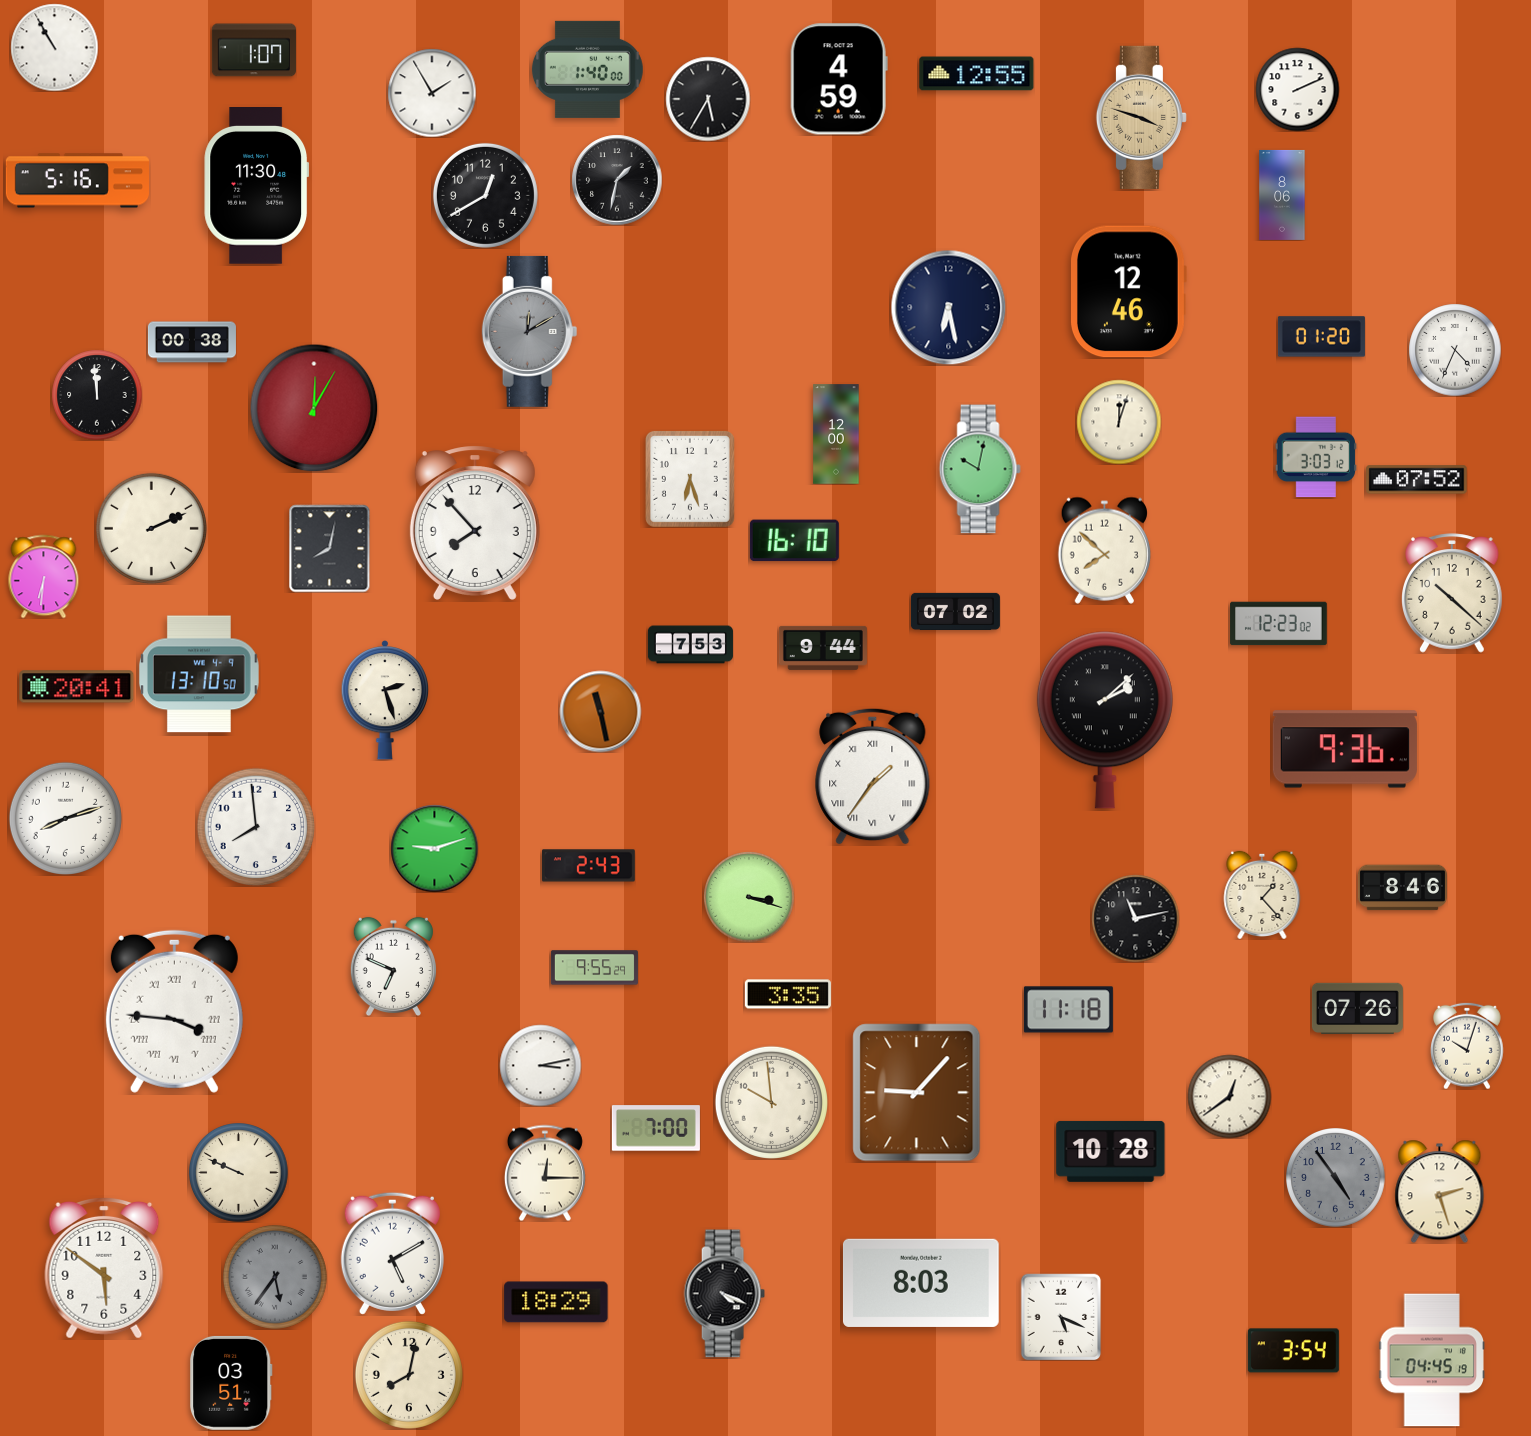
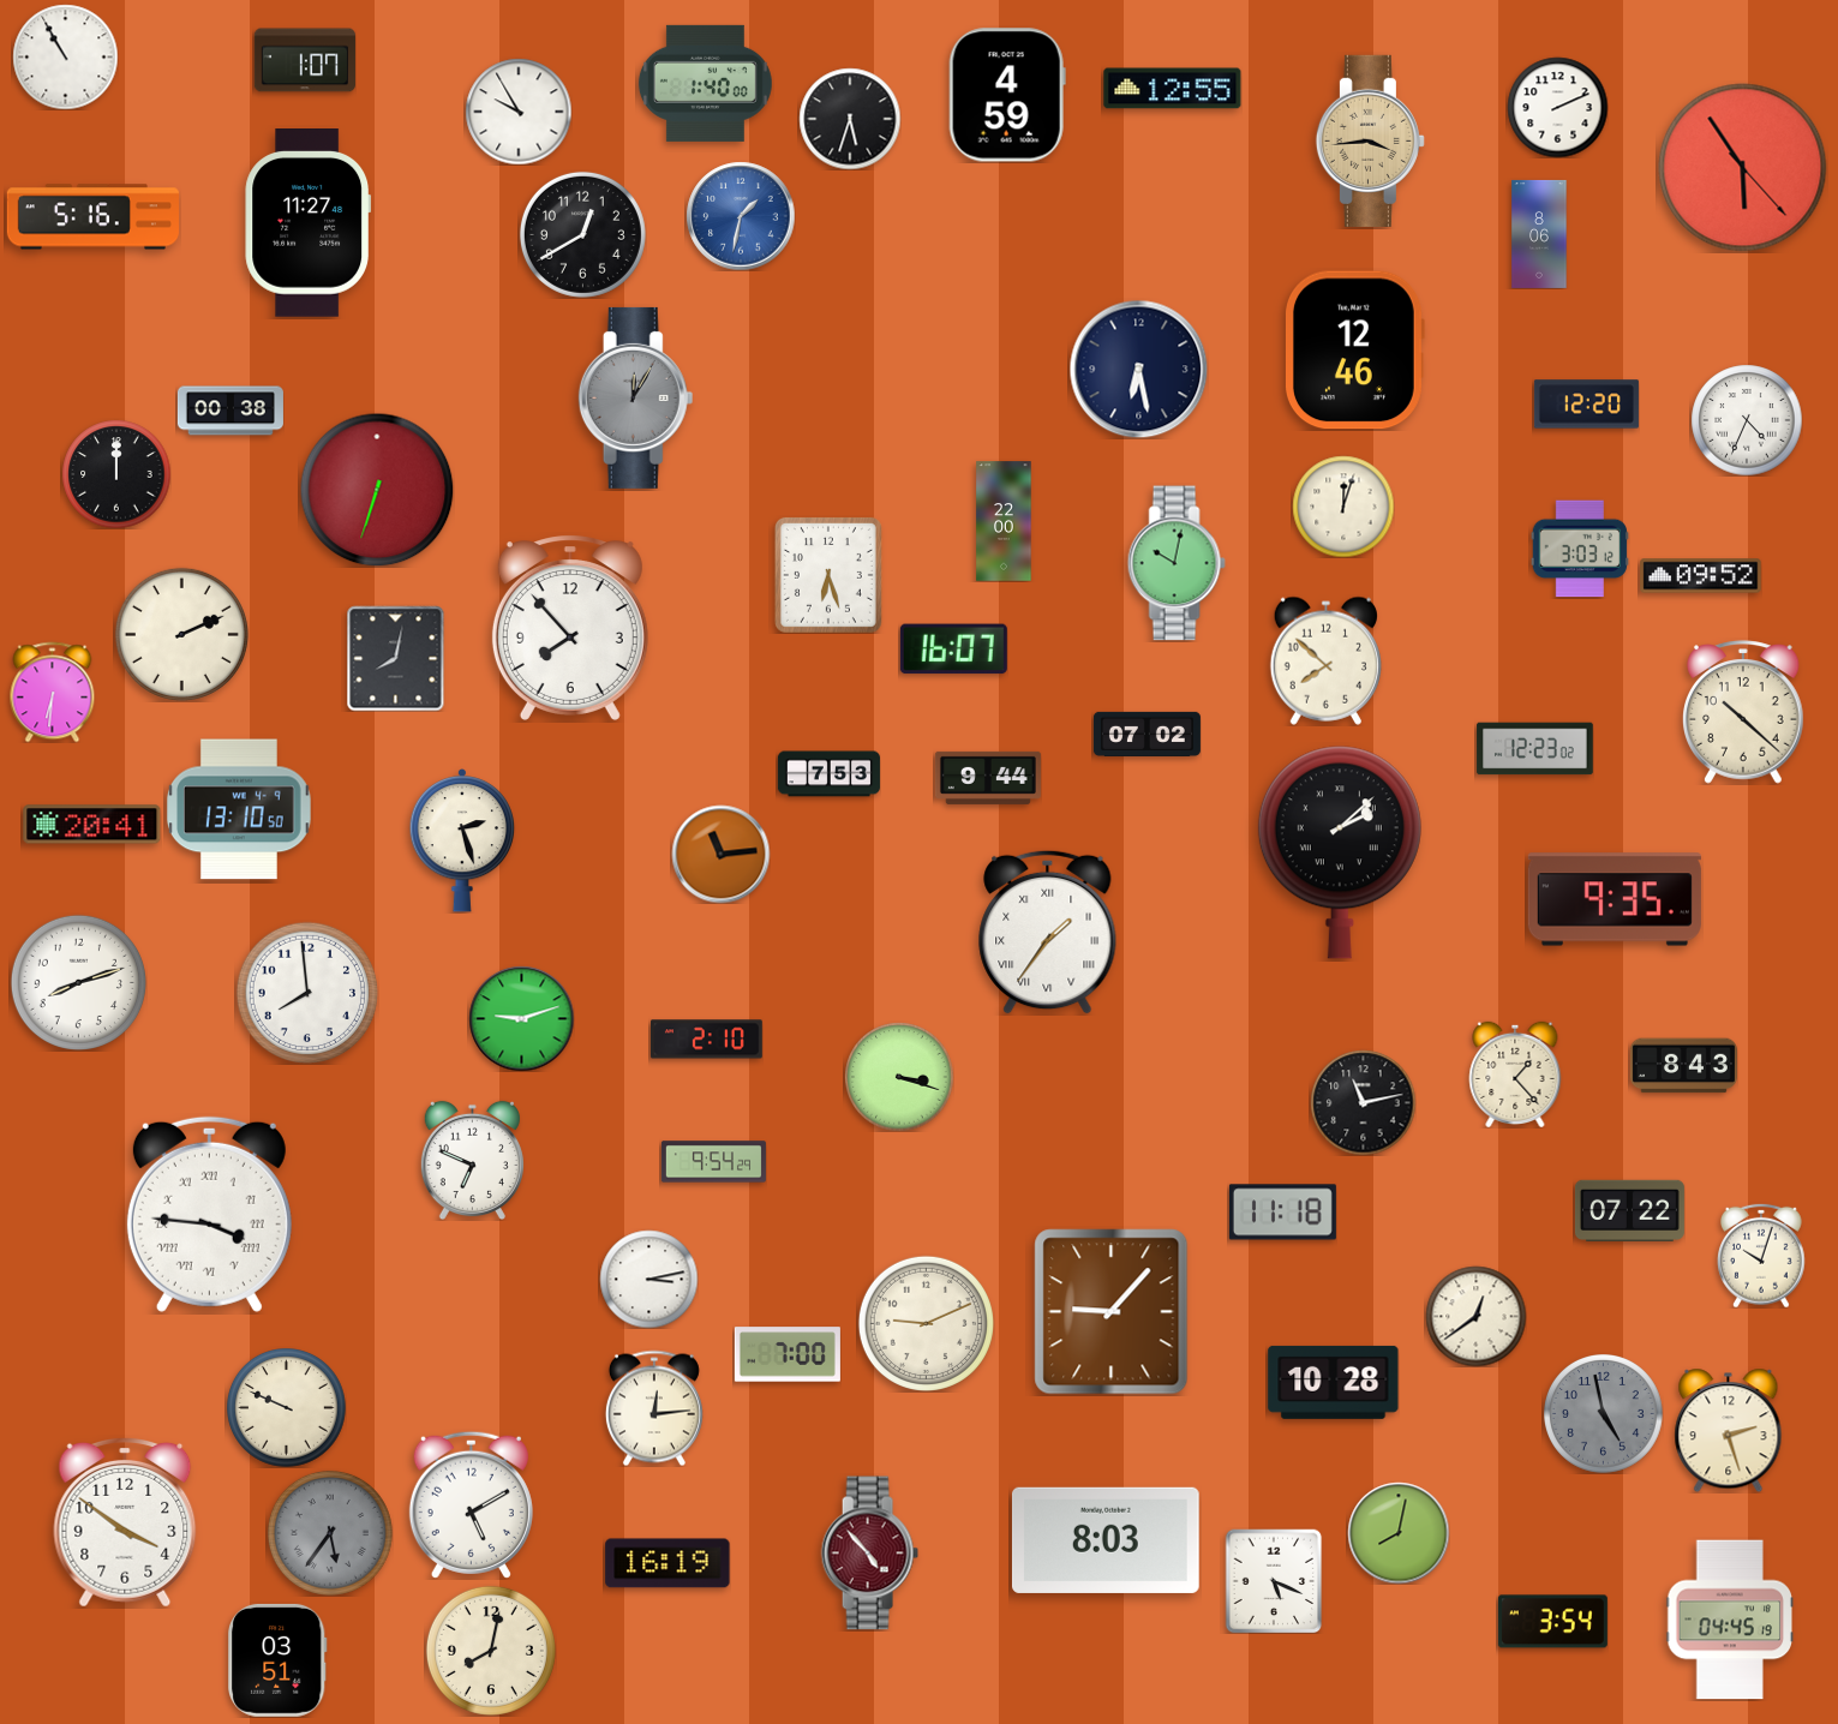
clock at (432, 93): 1:55 -> 9:55
clock at (708, 99): 5:35 -> 5:33
clock at (1141, 117): 3:48 -> 3:44
clock at (1743, 168): none -> 5:54
clock at (617, 180) dial: black -> blue
clock at (257, 186): 11:30 -> 11:27
clock at (530, 331): 12:10 -> 12:05
clock at (1321, 337): 01:20 -> 12:20
clock at (97, 395): 11:59 -> 12:00
clock at (314, 408): 12:05 -> 6:33
clock at (836, 434): 12:00 -> 22:00
clock at (1417, 480): 07:52 -> 09:52
clock at (794, 541): 16:10 -> 16:07
clock at (600, 711): 11:28 -> 11:14
clock at (1105, 720) position: (1105, 720) -> (1340, 852)
clock at (1345, 749): 9:36 -> 9:35
clock at (588, 866): 2:43 -> 2:10
clock at (1402, 888): 8:46 -> 8:43
clock at (594, 968): 9:55 -> 9:54
clock at (788, 994): 3:35 -> none
clock at (1357, 1009): 07:26 -> 07:22
clock at (917, 1093) position: (917, 1093) -> (1112, 1312)
clock at (771, 1102): 9:59 -> 9:11
clock at (545, 1173): 12:15 -> 12:14
clock at (1336, 1178): 4:54 -> 4:58
clock at (104, 1268): 5:51 -> 3:51
clock at (1399, 1533): none -> 8:02
clock at (724, 1294): 4:19 -> 4:53
clock at (724, 1294) dial: black -> burgundy
clock at (556, 1302): 18:29 -> 16:19
clock at (1431, 1360) position: (1431, 1360) -> (1729, 1620)
